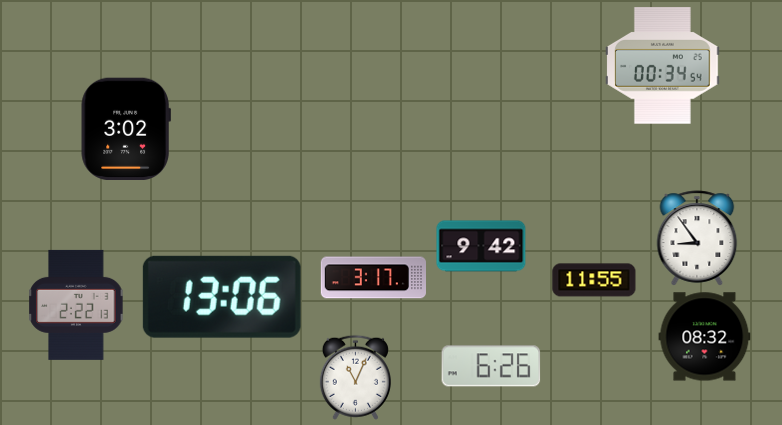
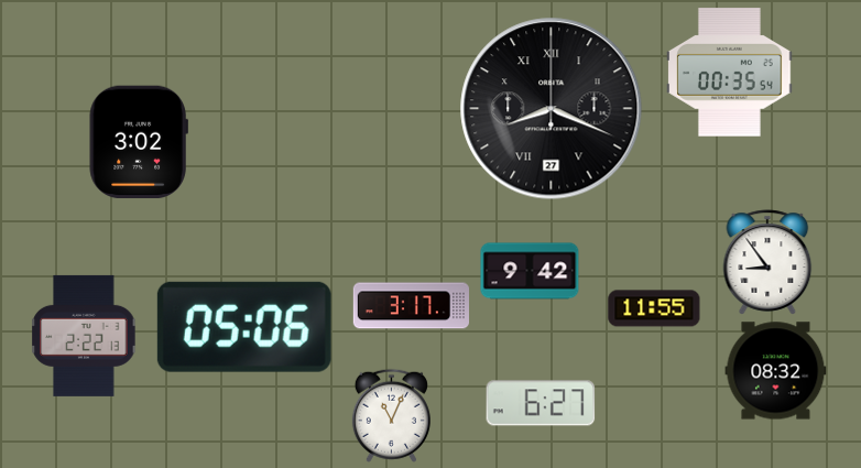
clock at (663, 66): 00:34 -> 00:35
clock at (552, 109): none -> 8:19
clock at (222, 297): 13:06 -> 05:06
clock at (491, 366): 6:26 -> 6:27
